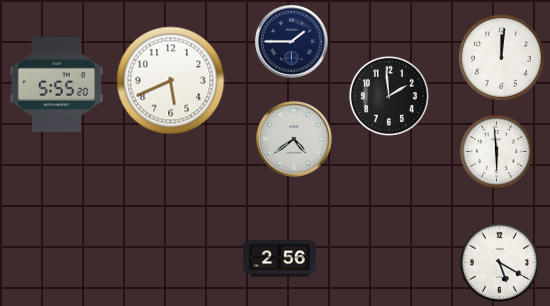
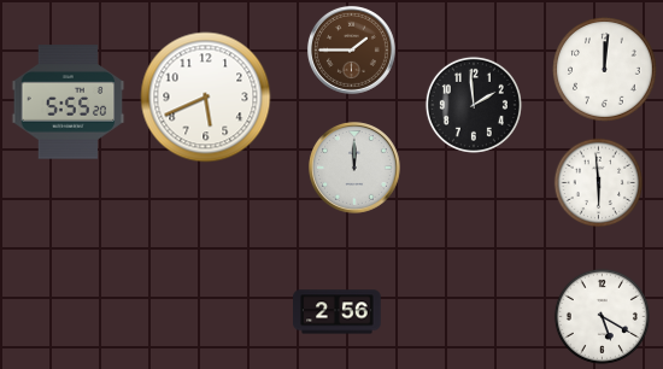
clock at (291, 41) dial: navy -> brown
clock at (389, 96) position: (389, 96) -> (474, 105)
clock at (295, 140): 4:39 -> 12:00
